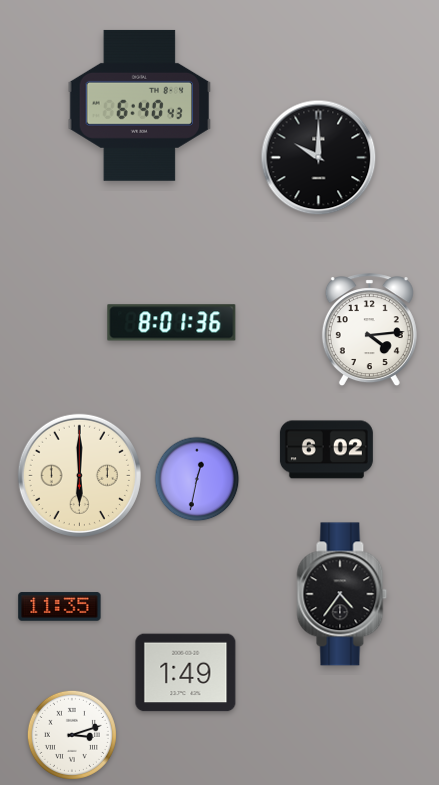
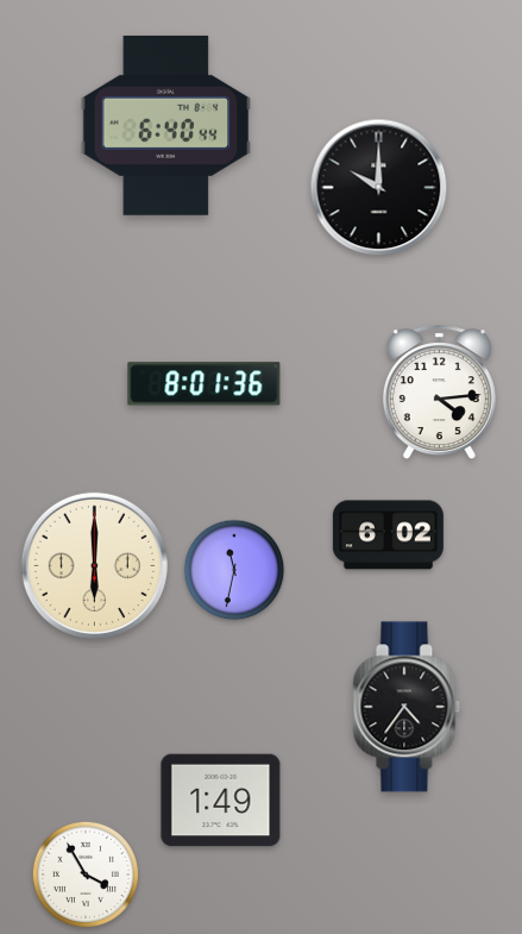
clock at (140, 105): 6:40:43 -> 6:40:44
clock at (197, 479): 12:32 -> 11:32
clock at (60, 607): 11:35 -> none
clock at (72, 735): 3:12 -> 3:55
